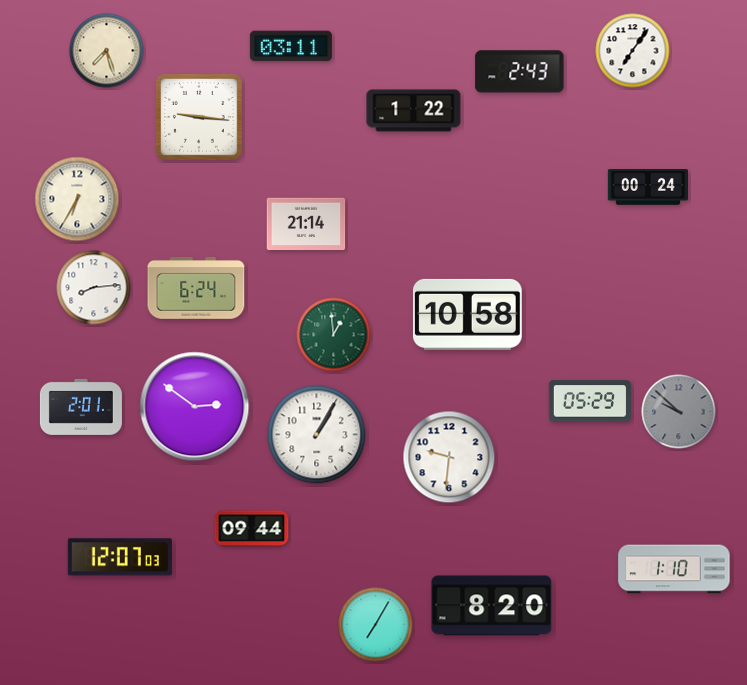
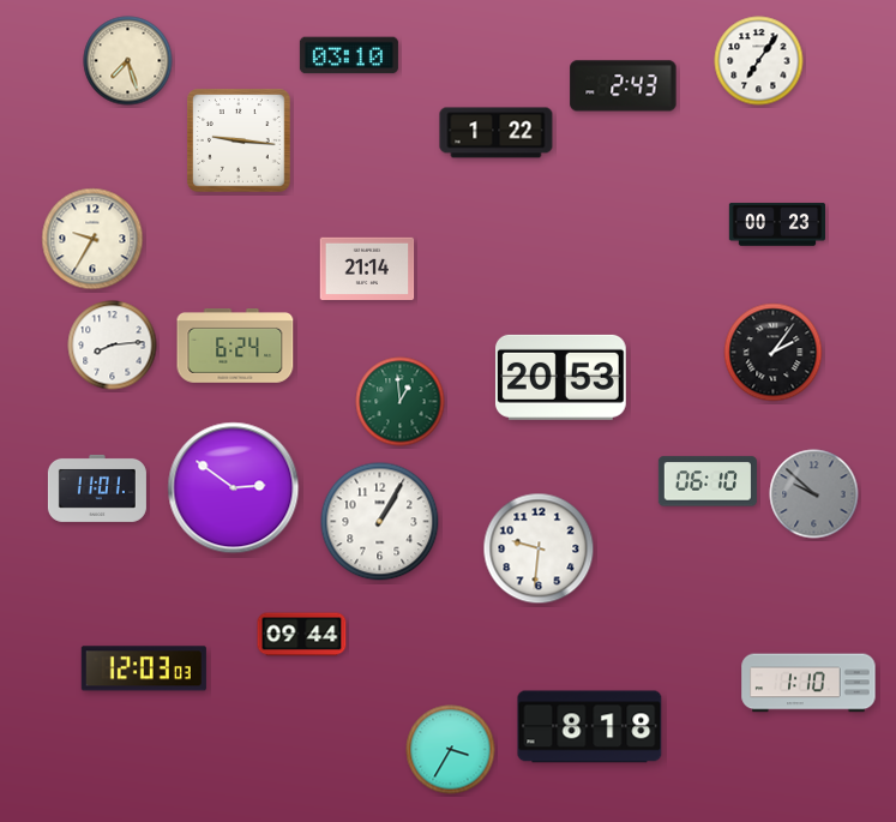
clock at (291, 46): 03:11 -> 03:10
clock at (647, 187): 00:24 -> 00:23
clock at (77, 199): 6:35 -> 9:35
clock at (774, 353): none -> 2:06
clock at (467, 314): 10:58 -> 20:53
clock at (590, 401): 05:29 -> 06:10
clock at (81, 407): 2:01 -> 11:01
clock at (120, 557): 12:07 -> 12:03
clock at (492, 606): 8:20 -> 8:18
clock at (376, 625): 7:05 -> 3:35
